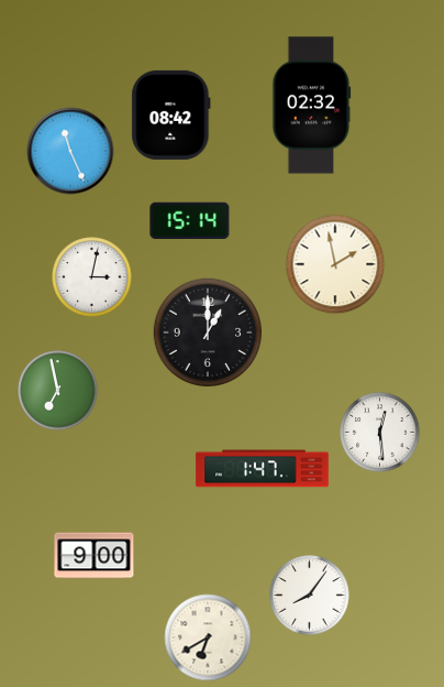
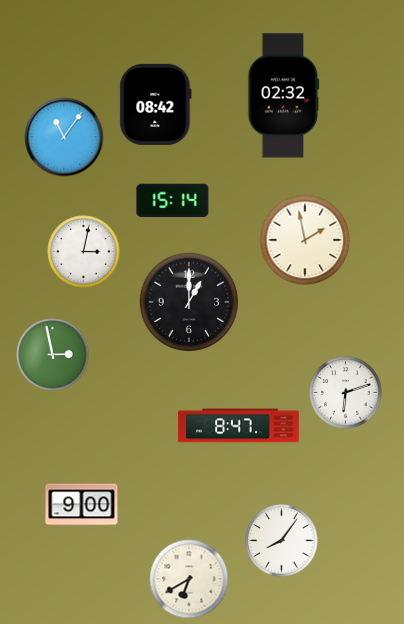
clock at (70, 151): 11:26 -> 11:06
clock at (58, 391): 6:58 -> 2:58
clock at (380, 433): 12:29 -> 6:12
clock at (263, 469): 1:47 -> 8:47
clock at (95, 556) position: (95, 556) -> (82, 505)
